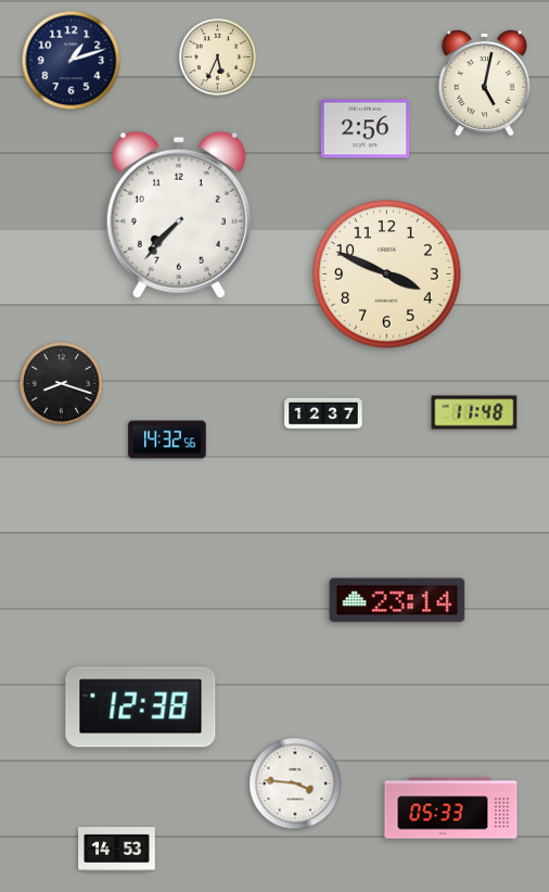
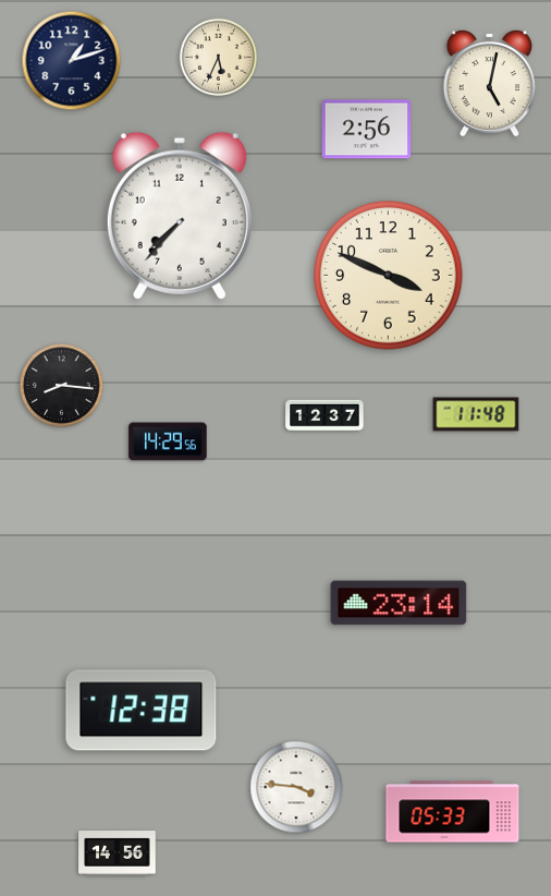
clock at (484, 82) position: (484, 82) -> (489, 83)
clock at (62, 384): 8:18 -> 8:16
clock at (167, 439): 14:32 -> 14:29
clock at (117, 850): 14:53 -> 14:56
